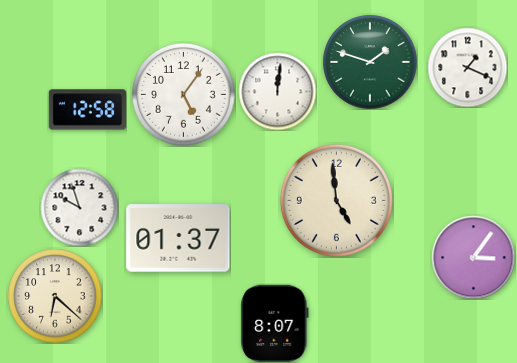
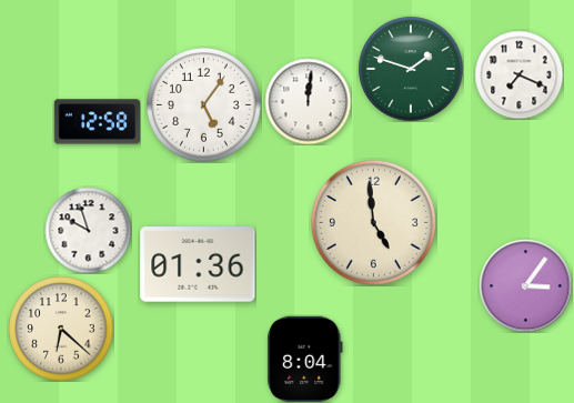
clock at (467, 67): 1:19 -> 7:19
clock at (178, 238): 01:37 -> 01:36
clock at (275, 323): 8:07 -> 8:04
